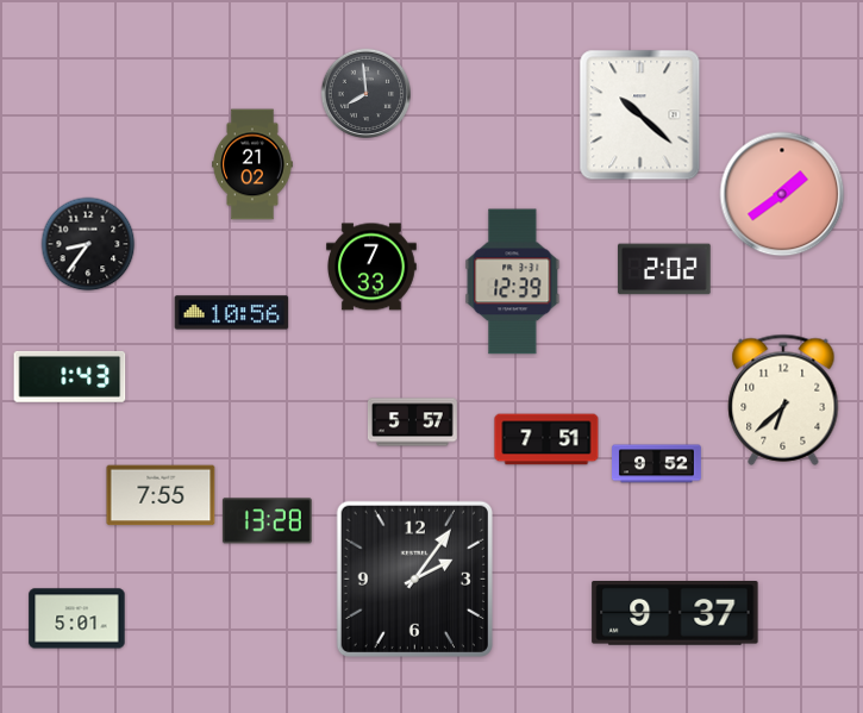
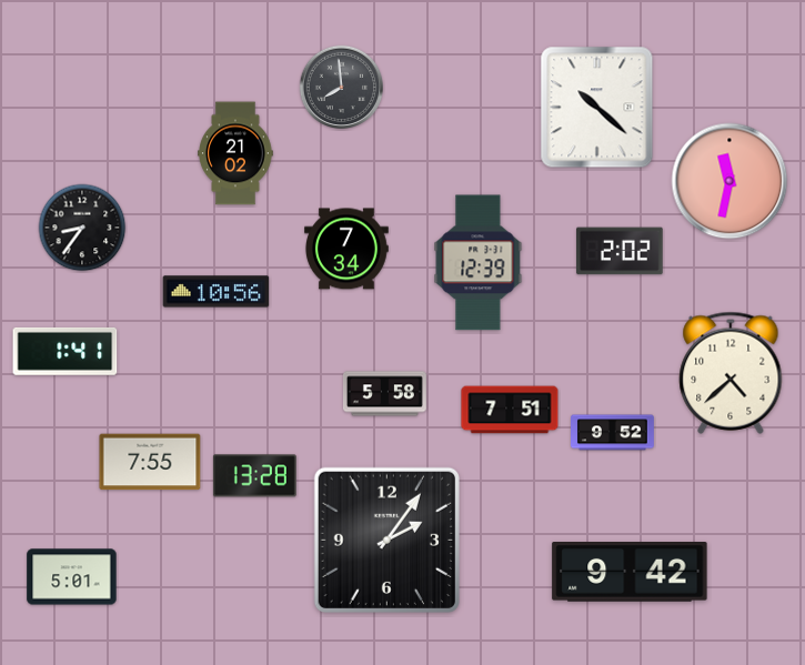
clock at (782, 194): 1:39 -> 11:32
clock at (373, 267): 7:33 -> 7:34
clock at (70, 376): 1:43 -> 1:41
clock at (783, 400): 6:38 -> 4:38
clock at (412, 423): 5:57 -> 5:58
clock at (267, 521) position: (267, 521) -> (254, 476)
clock at (675, 613): 9:37 -> 9:42
